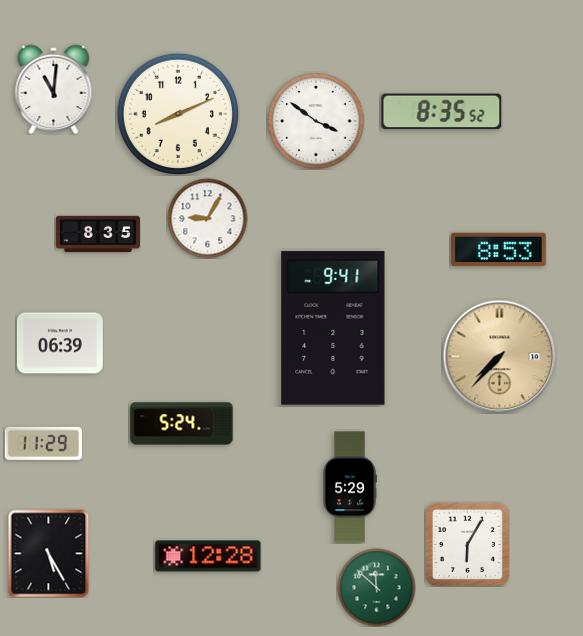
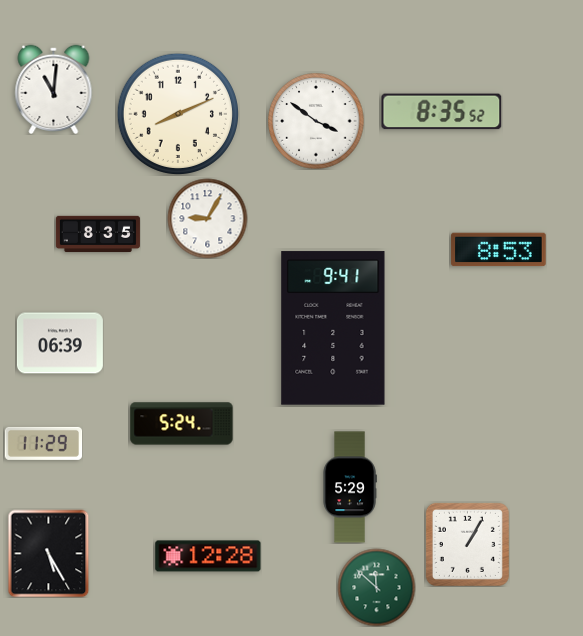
clock at (499, 356): 7:37 -> none
clock at (467, 544): 6:05 -> 1:05
